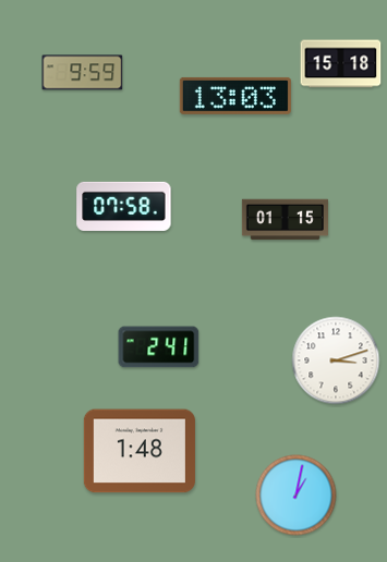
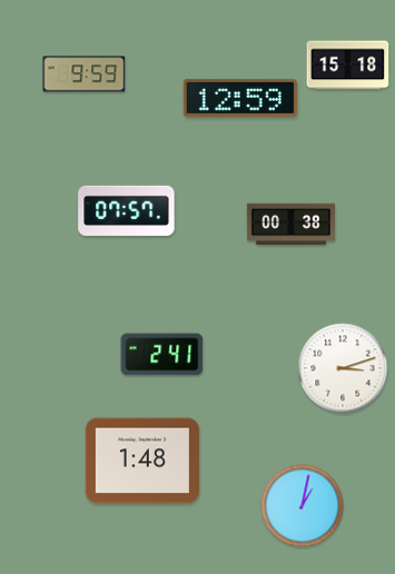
clock at (235, 96): 13:03 -> 12:59
clock at (124, 206): 07:58 -> 07:57
clock at (285, 220): 01:15 -> 00:38
